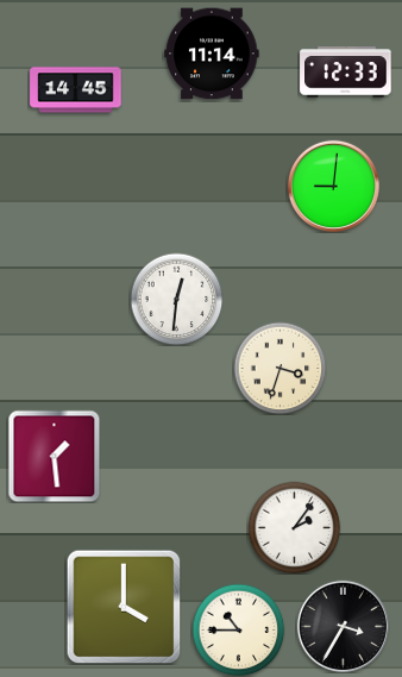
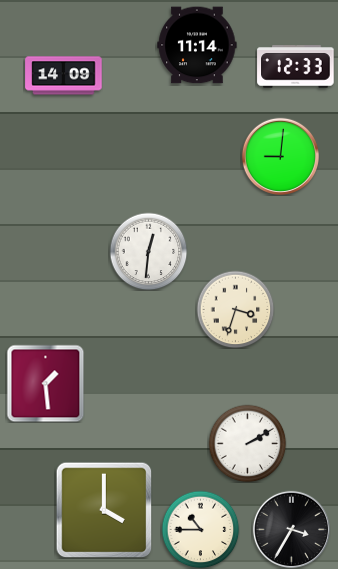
clock at (212, 54) position: (212, 54) -> (197, 45)
clock at (346, 73) position: (346, 73) -> (296, 67)
clock at (76, 90): 14:45 -> 14:09
clock at (294, 527): 2:06 -> 2:10
clock at (343, 626) position: (343, 626) -> (291, 529)
